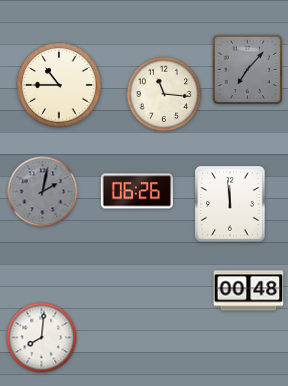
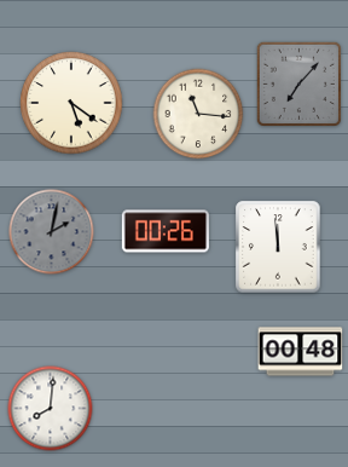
clock at (59, 85): 10:45 -> 5:21
clock at (137, 191): 06:26 -> 00:26
